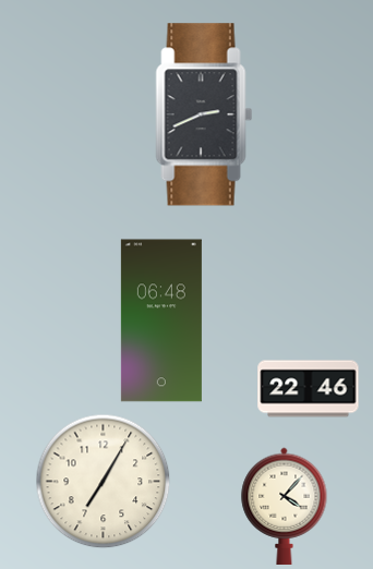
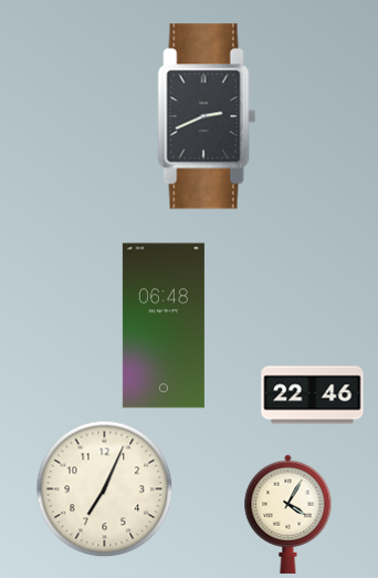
clock at (104, 482): 7:05 -> 7:04
clock at (285, 506): 4:07 -> 4:05
